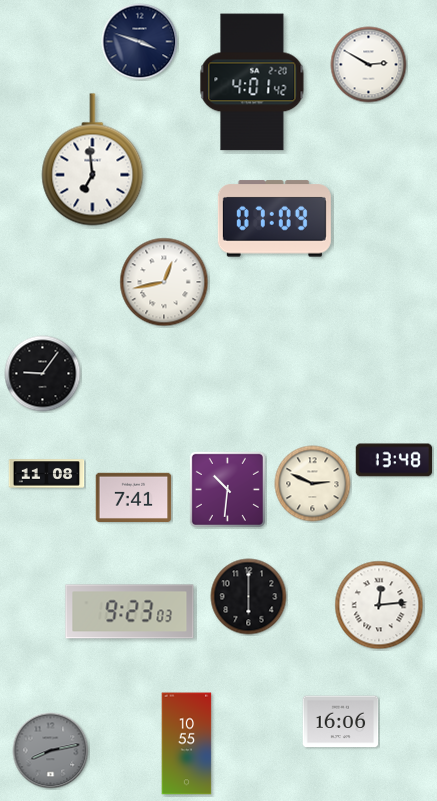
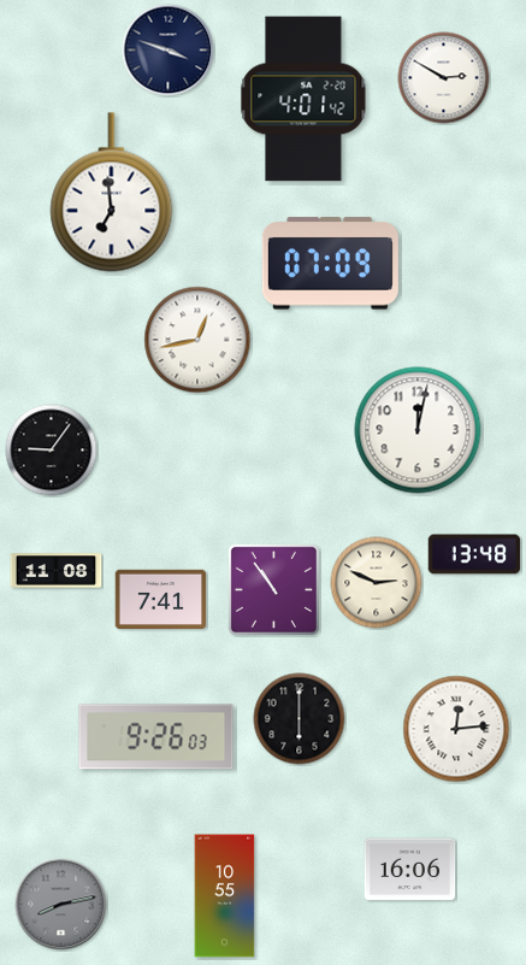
clock at (418, 430): none -> 12:02
clock at (227, 489): 10:31 -> 10:54
clock at (130, 612): 9:23 -> 9:26
